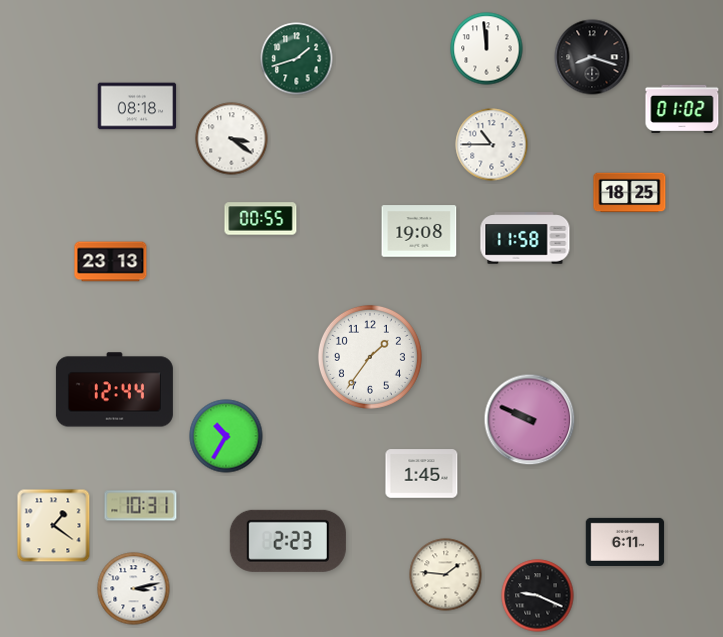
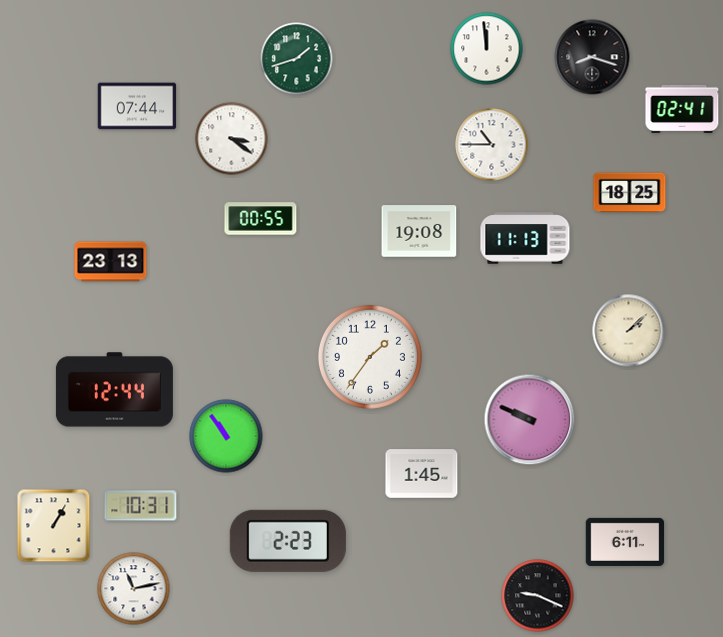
clock at (137, 106): 08:18 -> 07:44
clock at (682, 108): 01:02 -> 02:41
clock at (525, 238): 11:58 -> 11:13
clock at (629, 331): none -> 2:08
clock at (226, 436): 10:35 -> 10:54
clock at (54, 526): 1:21 -> 1:05
clock at (446, 575): 1:46 -> none
clock at (134, 589): 3:13 -> 11:13
